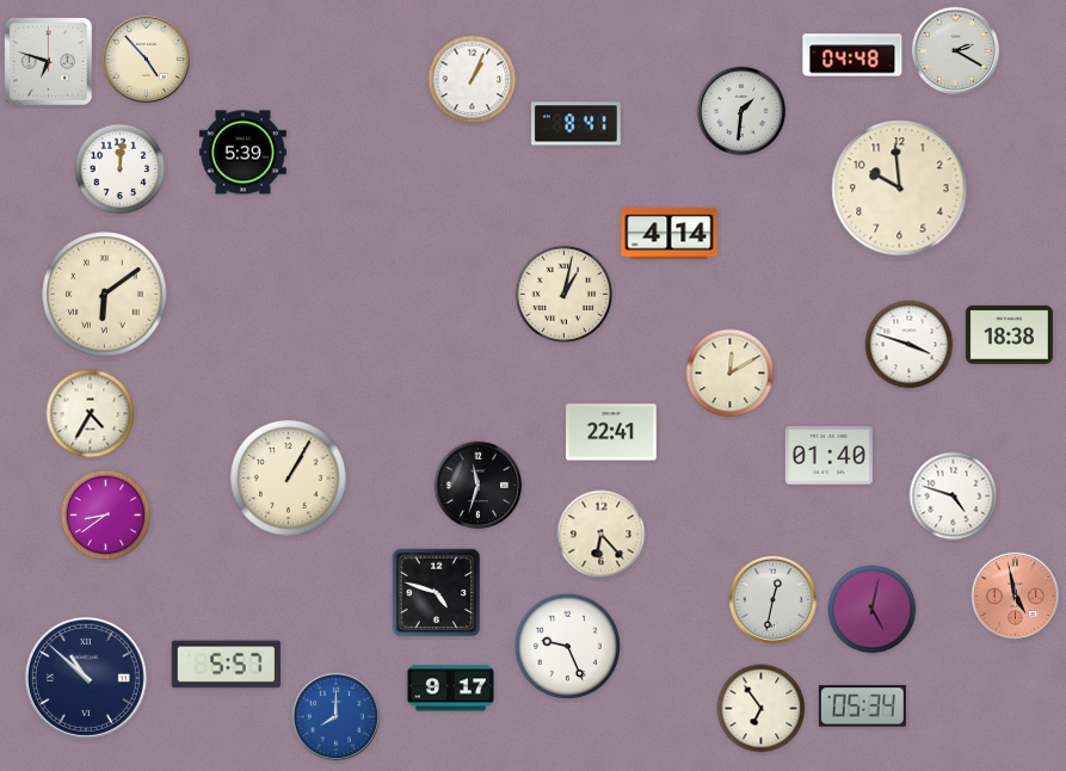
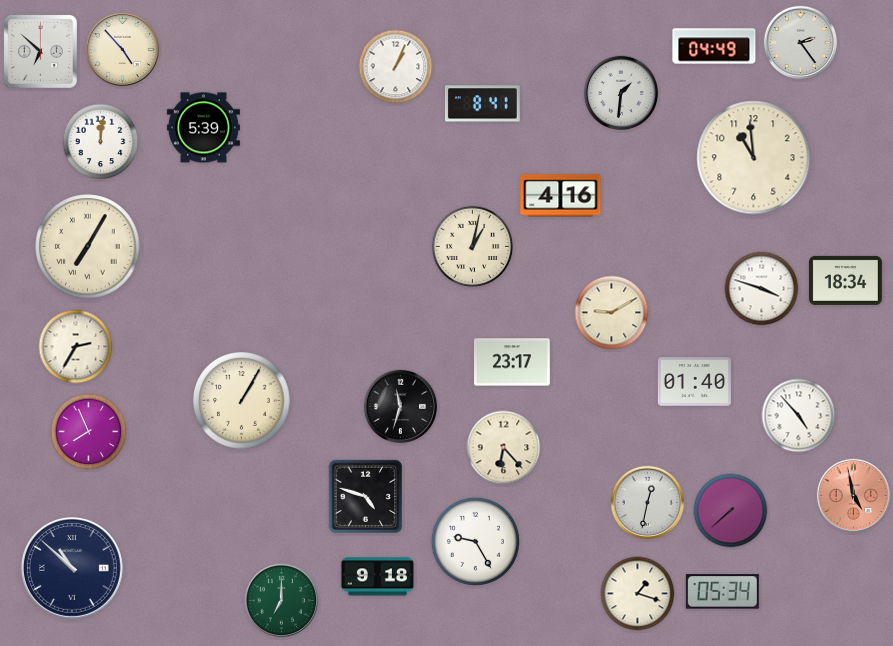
clock at (956, 51): 2:20 -> 2:24
clock at (852, 55): 04:48 -> 04:49
clock at (48, 61): 6:48 -> 6:52
clock at (900, 189): 9:59 -> 10:59
clock at (670, 234): 4:14 -> 4:16
clock at (105, 295): 6:09 -> 7:05
clock at (1009, 334): 18:38 -> 18:34
clock at (731, 374): 12:10 -> 9:10
clock at (91, 414): 4:35 -> 2:35
clock at (611, 432): 22:41 -> 23:17
clock at (954, 496): 4:48 -> 4:53
clock at (106, 516): 8:39 -> 7:56
clock at (1016, 597) position: (1016, 597) -> (854, 496)
clock at (873, 610): 5:02 -> 7:38
clock at (567, 646): 9:26 -> 9:25
clock at (227, 665): 5:57 -> none
clock at (450, 689): 9:17 -> 9:18
clock at (762, 709): 6:54 -> 1:18
clock at (337, 717): 8:00 -> 7:00
clock at (337, 717) dial: blue -> green
